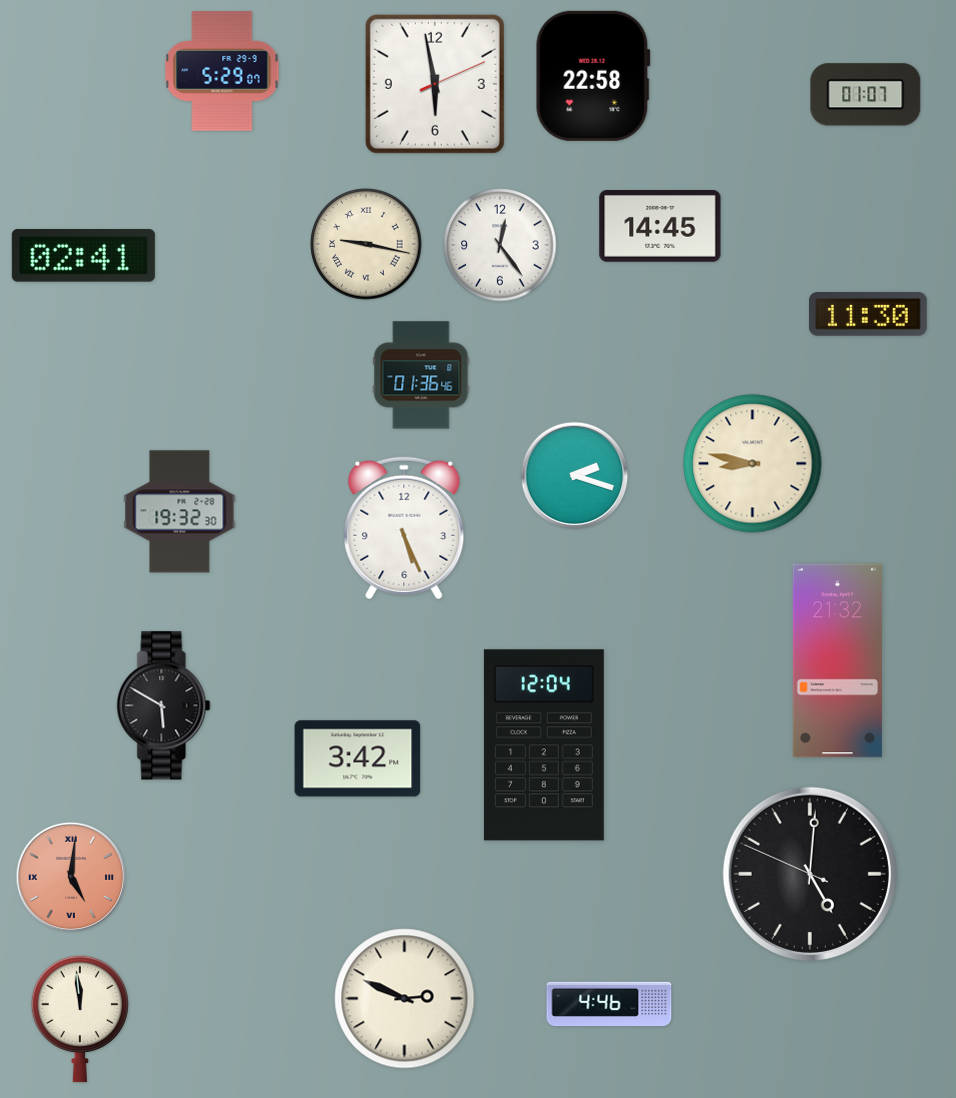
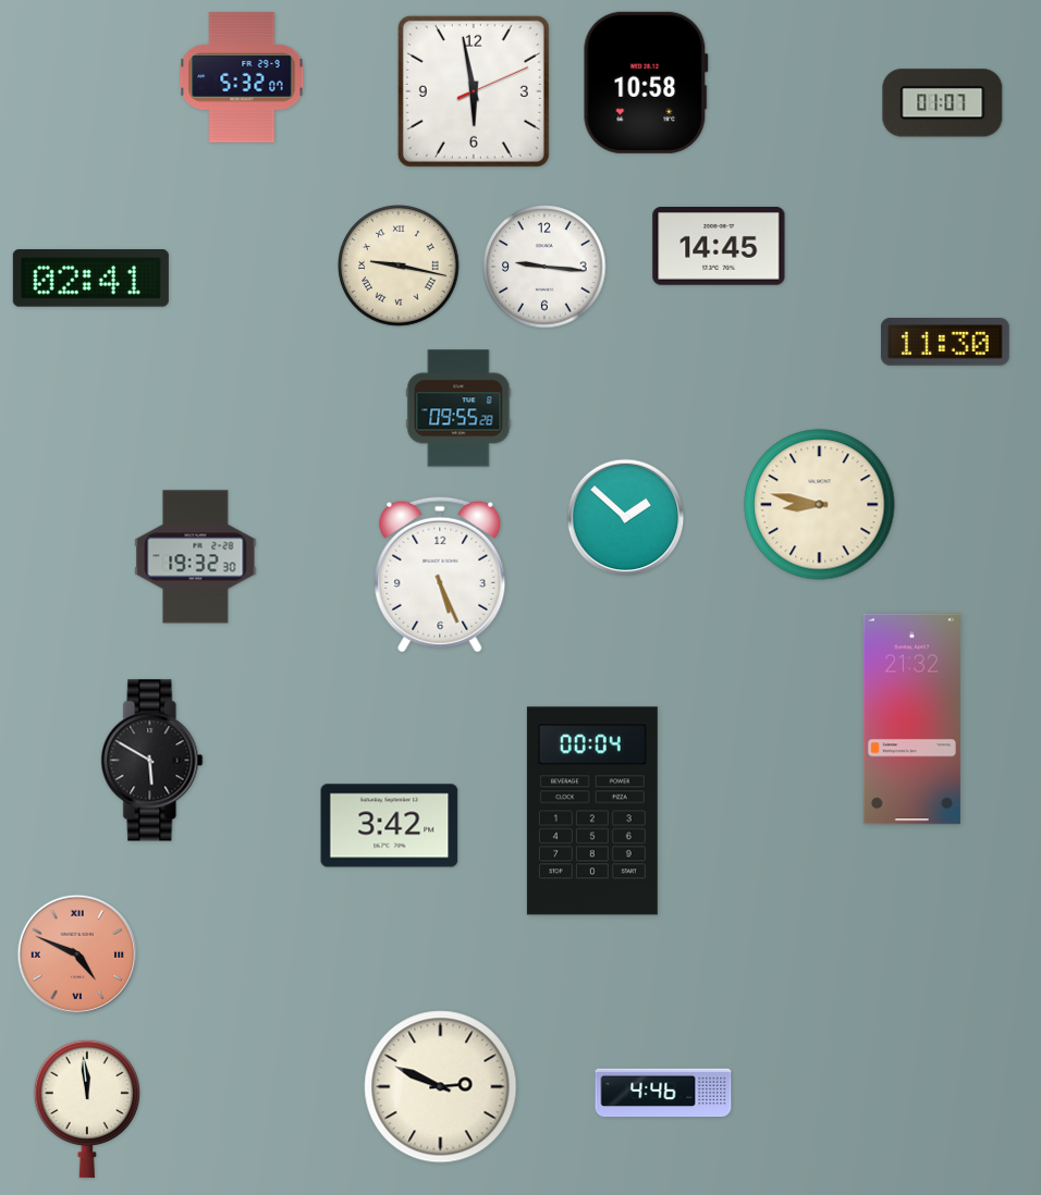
clock at (222, 71): 5:29 -> 5:32
clock at (593, 76): 22:58 -> 10:58
clock at (500, 245): 12:24 -> 9:16
clock at (421, 375): 01:36 -> 09:55
clock at (575, 476): 2:18 -> 1:52
clock at (164, 706) position: (164, 706) -> (152, 761)
clock at (544, 745): 12:04 -> 00:04
clock at (810, 874): 5:00 -> none
clock at (71, 877): 5:01 -> 4:49
